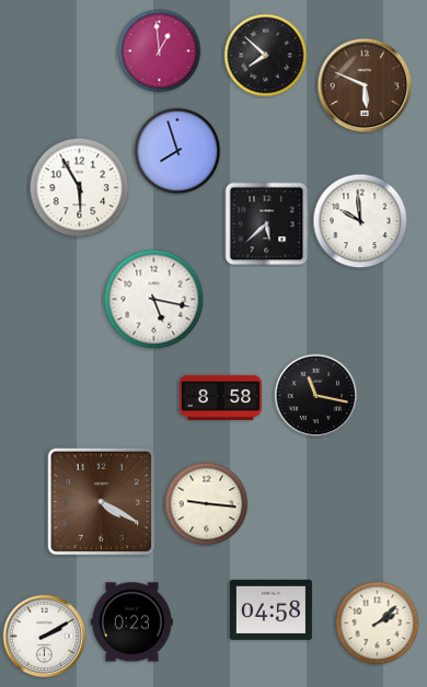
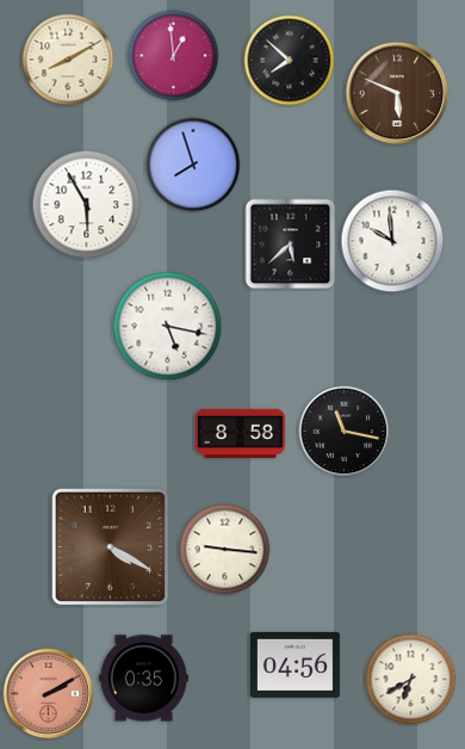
clock at (68, 60): none -> 8:10
clock at (270, 609): 04:58 -> 04:56
clock at (131, 622): 0:23 -> 0:35
clock at (378, 624): 2:08 -> 6:40
clock at (45, 637) dial: white -> salmon
